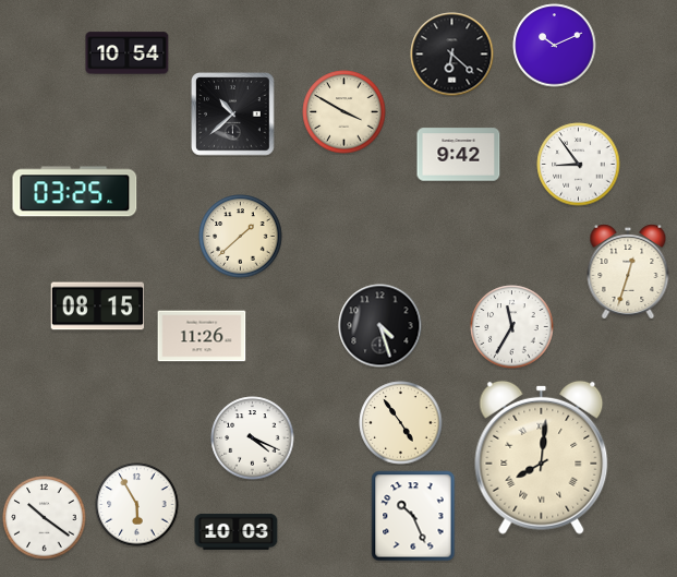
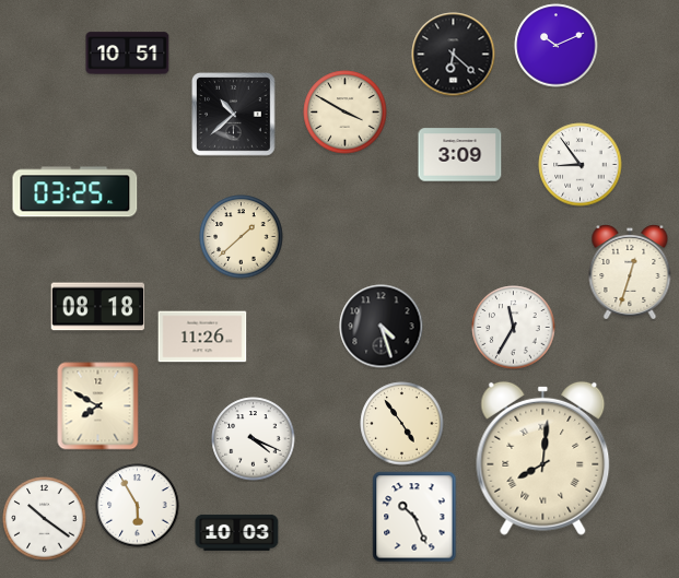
clock at (128, 53): 10:54 -> 10:51
clock at (459, 155): 9:42 -> 3:09
clock at (98, 306): 08:15 -> 08:18
clock at (98, 406): none -> 7:50
